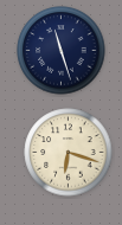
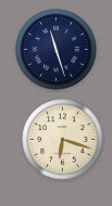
clock at (62, 51) position: (62, 51) -> (57, 50)
